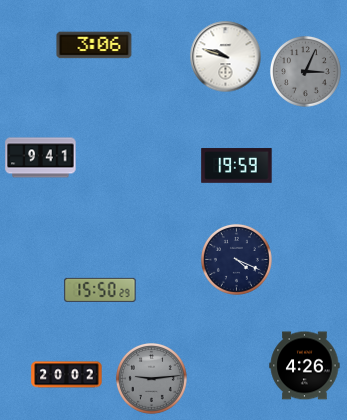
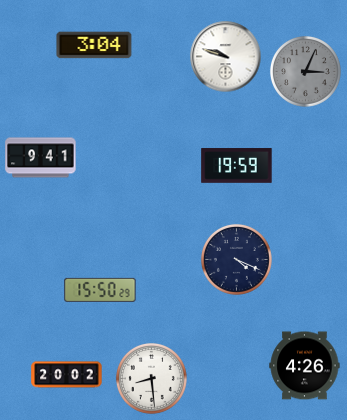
clock at (94, 45): 3:06 -> 3:04
clock at (151, 378): 9:14 -> 8:29
clock at (151, 378) dial: grey -> white
